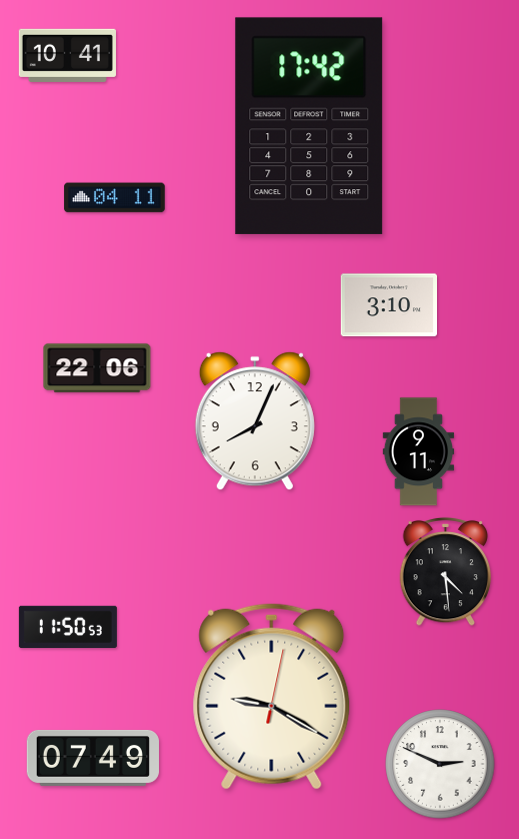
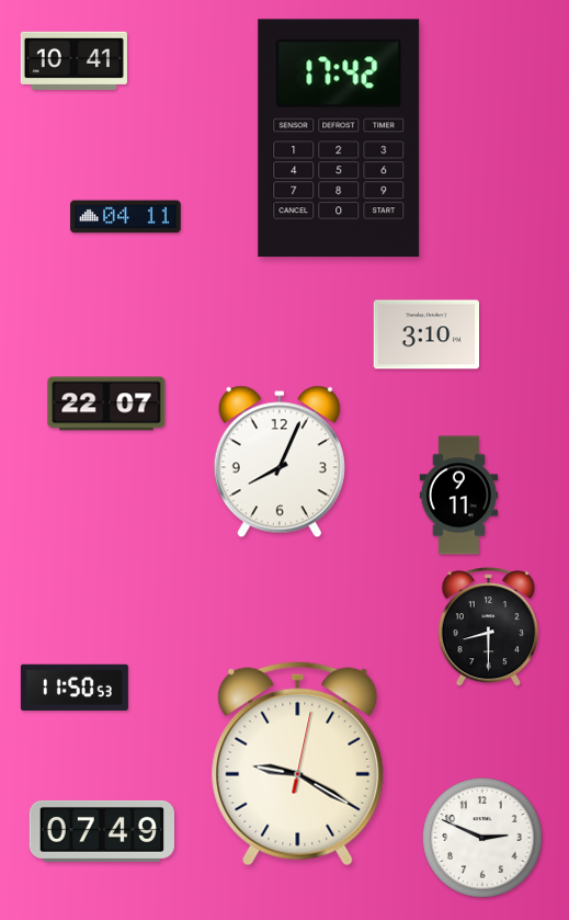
clock at (97, 368): 22:06 -> 22:07
clock at (445, 572): 4:29 -> 8:30
